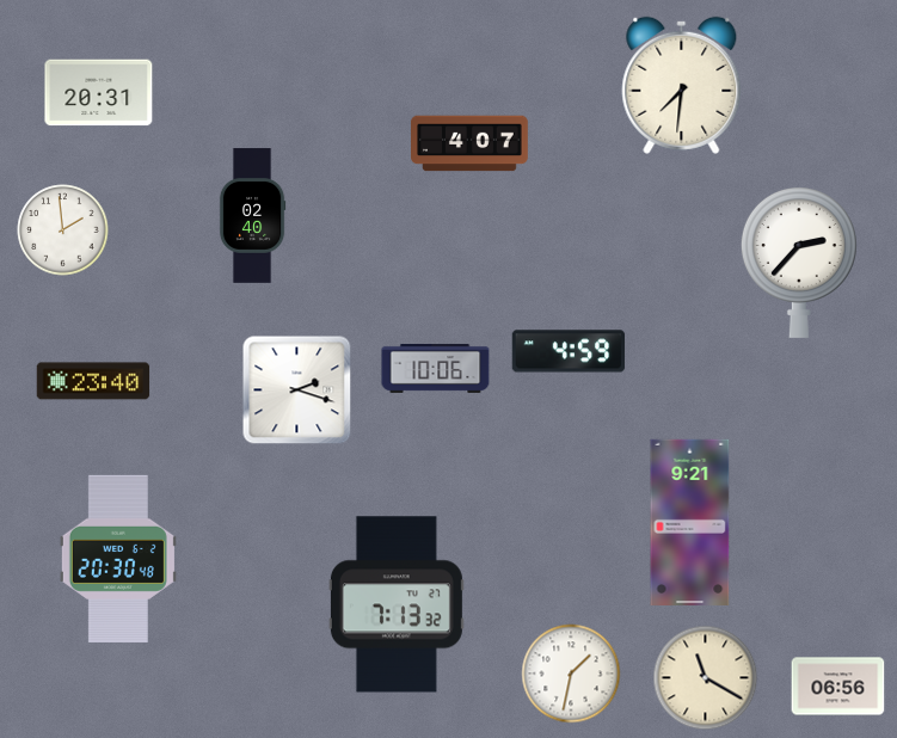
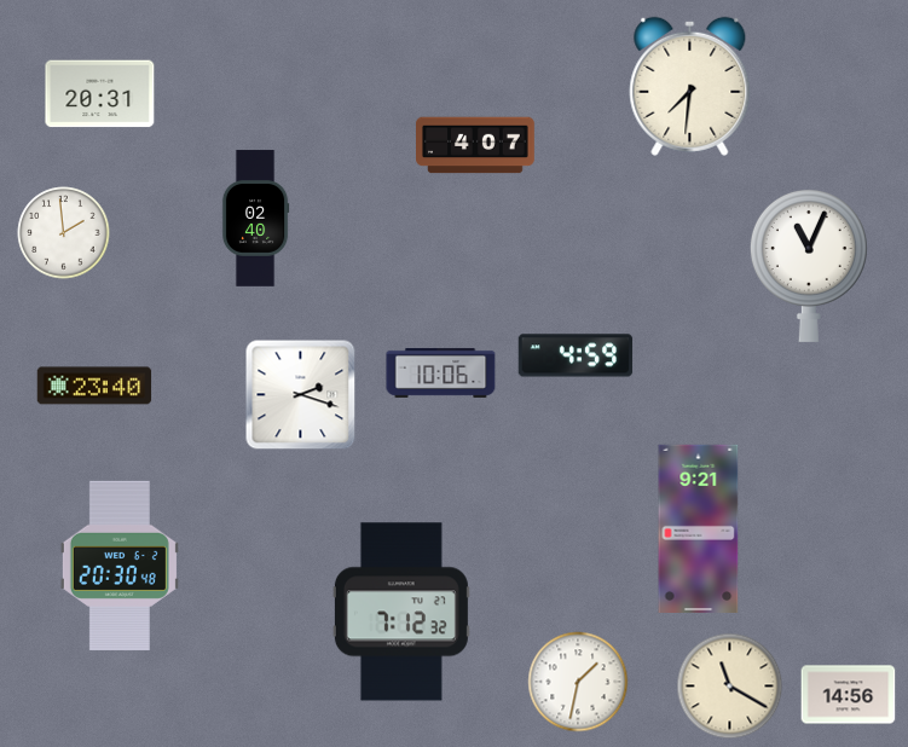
clock at (799, 263): 2:37 -> 11:04
clock at (397, 604): 7:13 -> 7:12
clock at (706, 678) position: (706, 678) -> (730, 687)
clock at (838, 687): 06:56 -> 14:56
